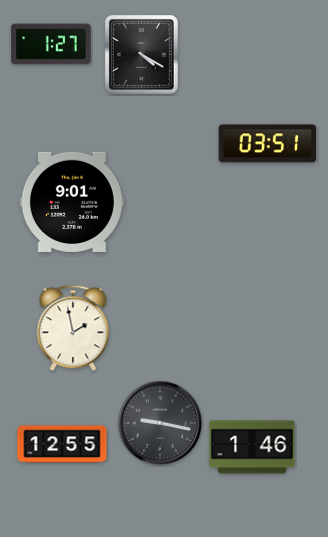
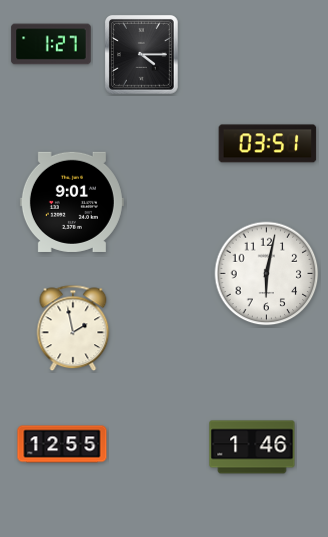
clock at (142, 55): 4:20 -> 4:15
clock at (267, 274): none -> 6:02
clock at (160, 423): 9:17 -> none
